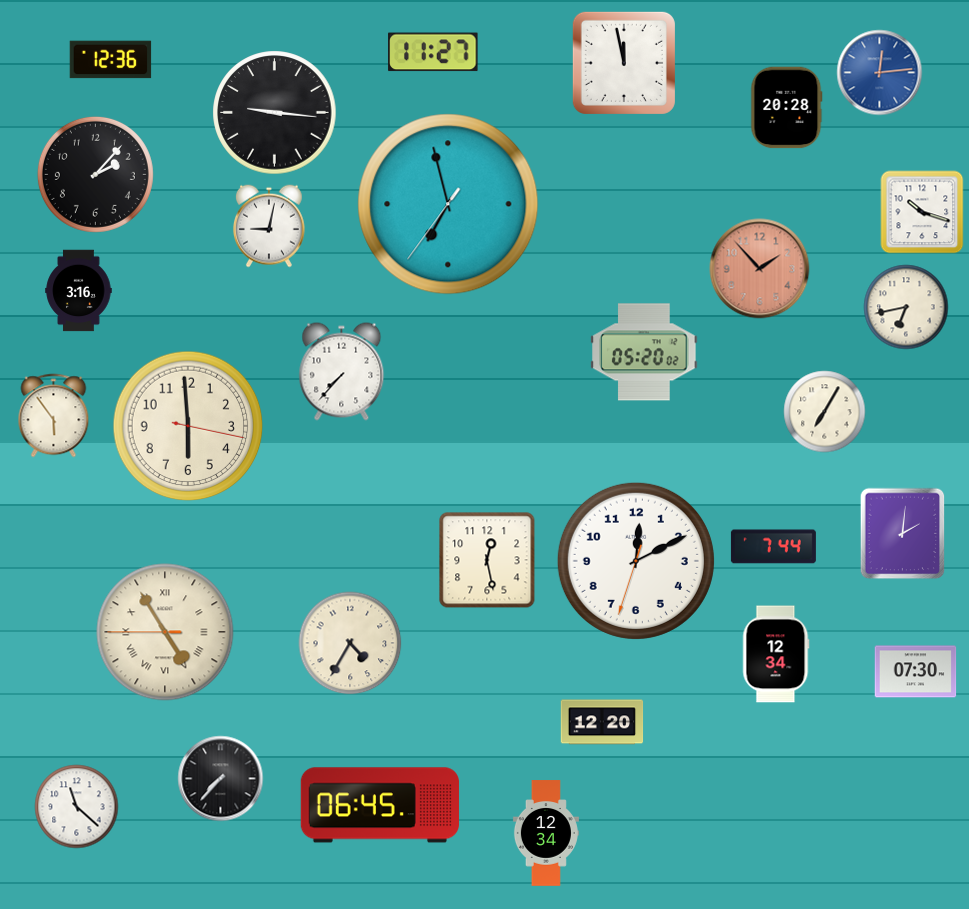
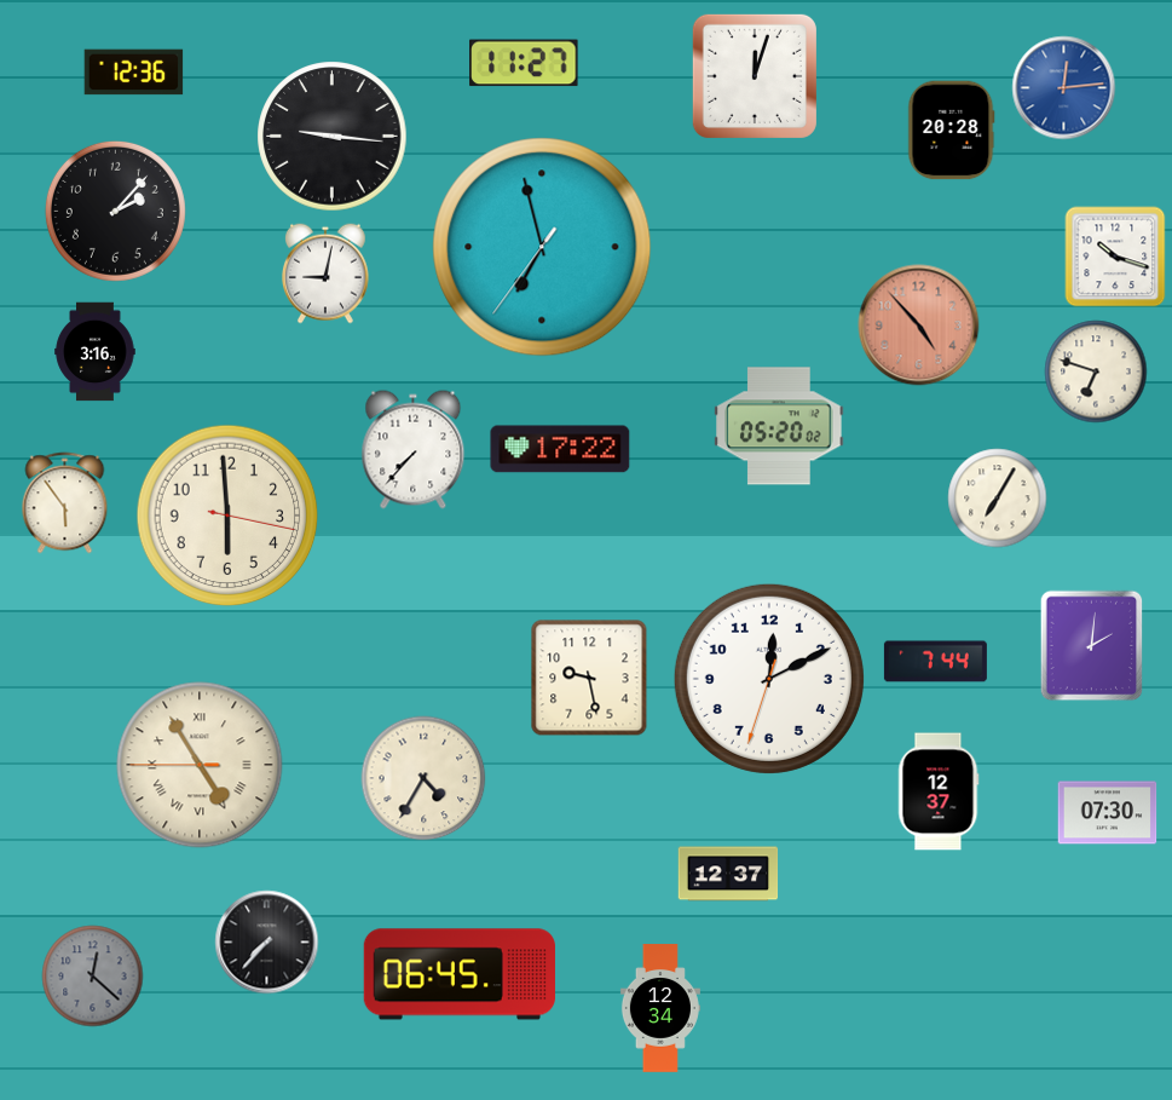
clock at (624, 63): 11:58 -> 12:03
clock at (760, 269): 1:53 -> 4:53
clock at (906, 307): 6:43 -> 6:48
clock at (560, 449): none -> 17:22
clock at (487, 560): 12:28 -> 9:28
clock at (776, 654): 12:34 -> 12:37
clock at (602, 722): 12:20 -> 12:37
clock at (77, 807): 11:22 -> 12:22
clock at (77, 807) dial: white -> grey
